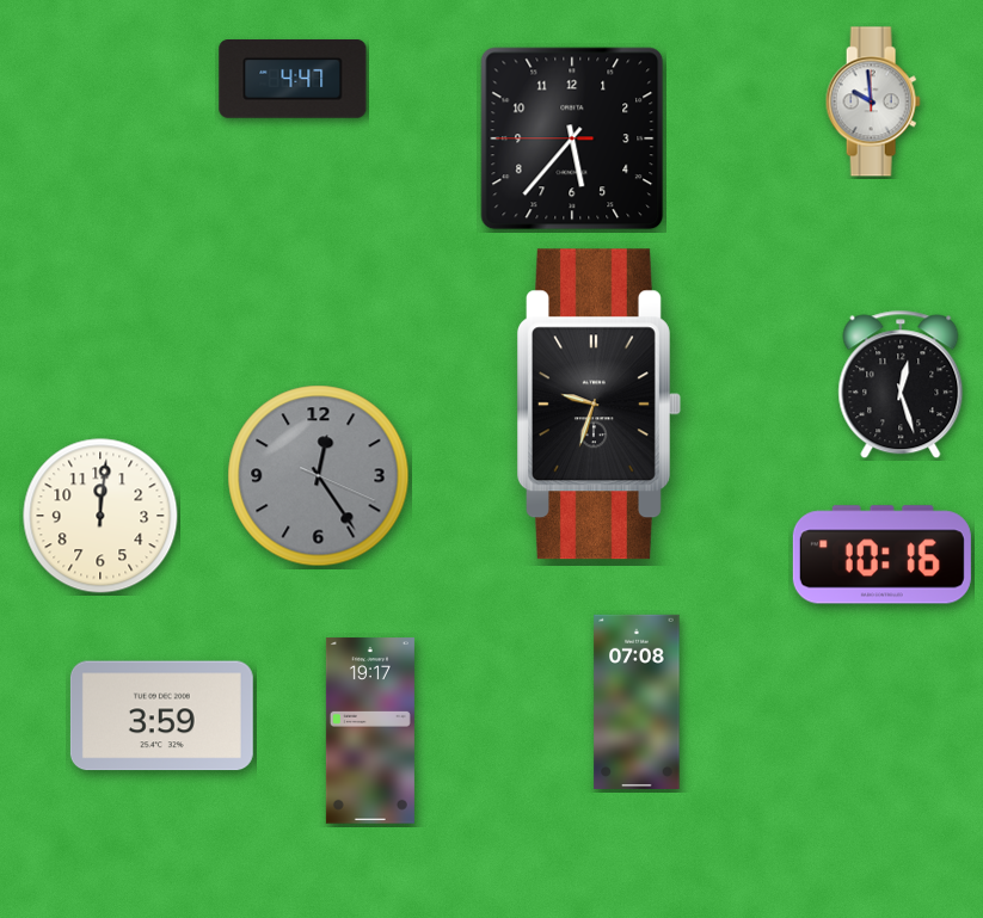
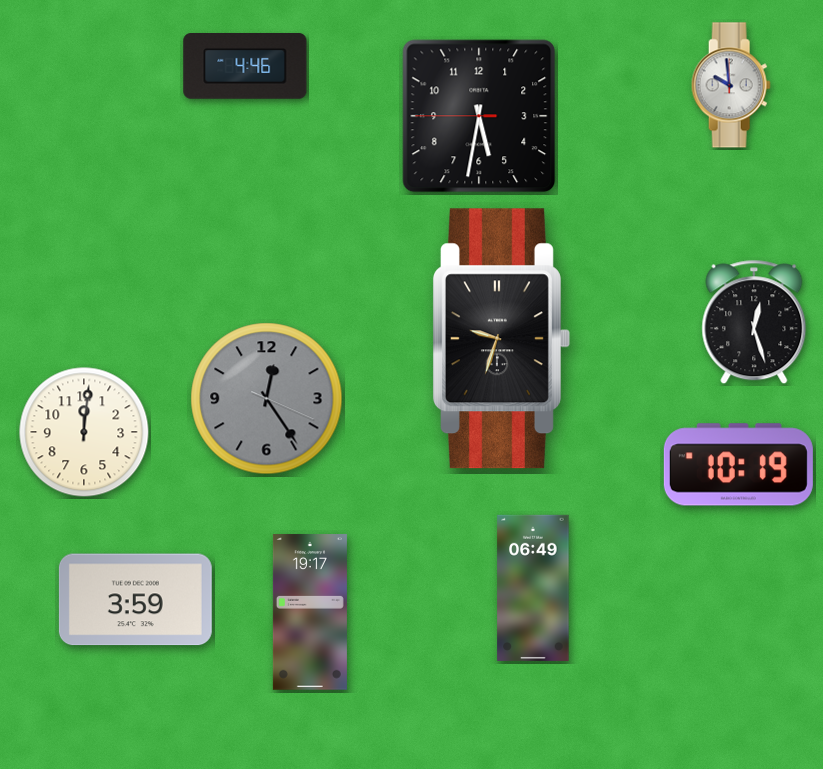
clock at (293, 80): 4:47 -> 4:46
clock at (572, 138): 5:36 -> 5:31
clock at (881, 555): 10:16 -> 10:19
clock at (637, 702): 07:08 -> 06:49
